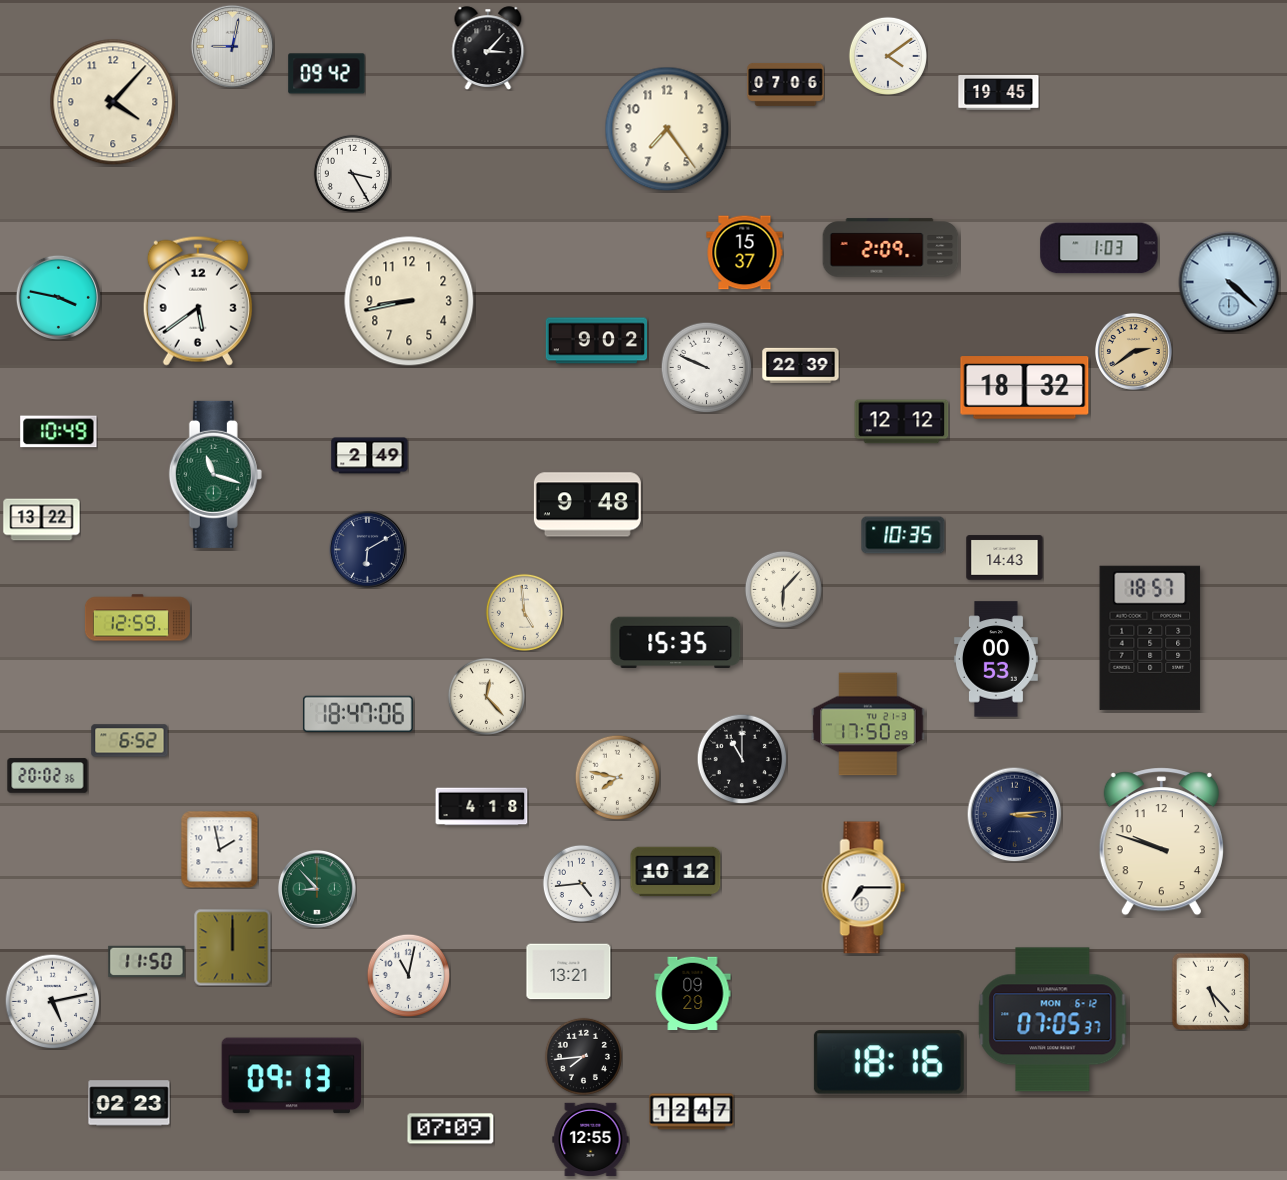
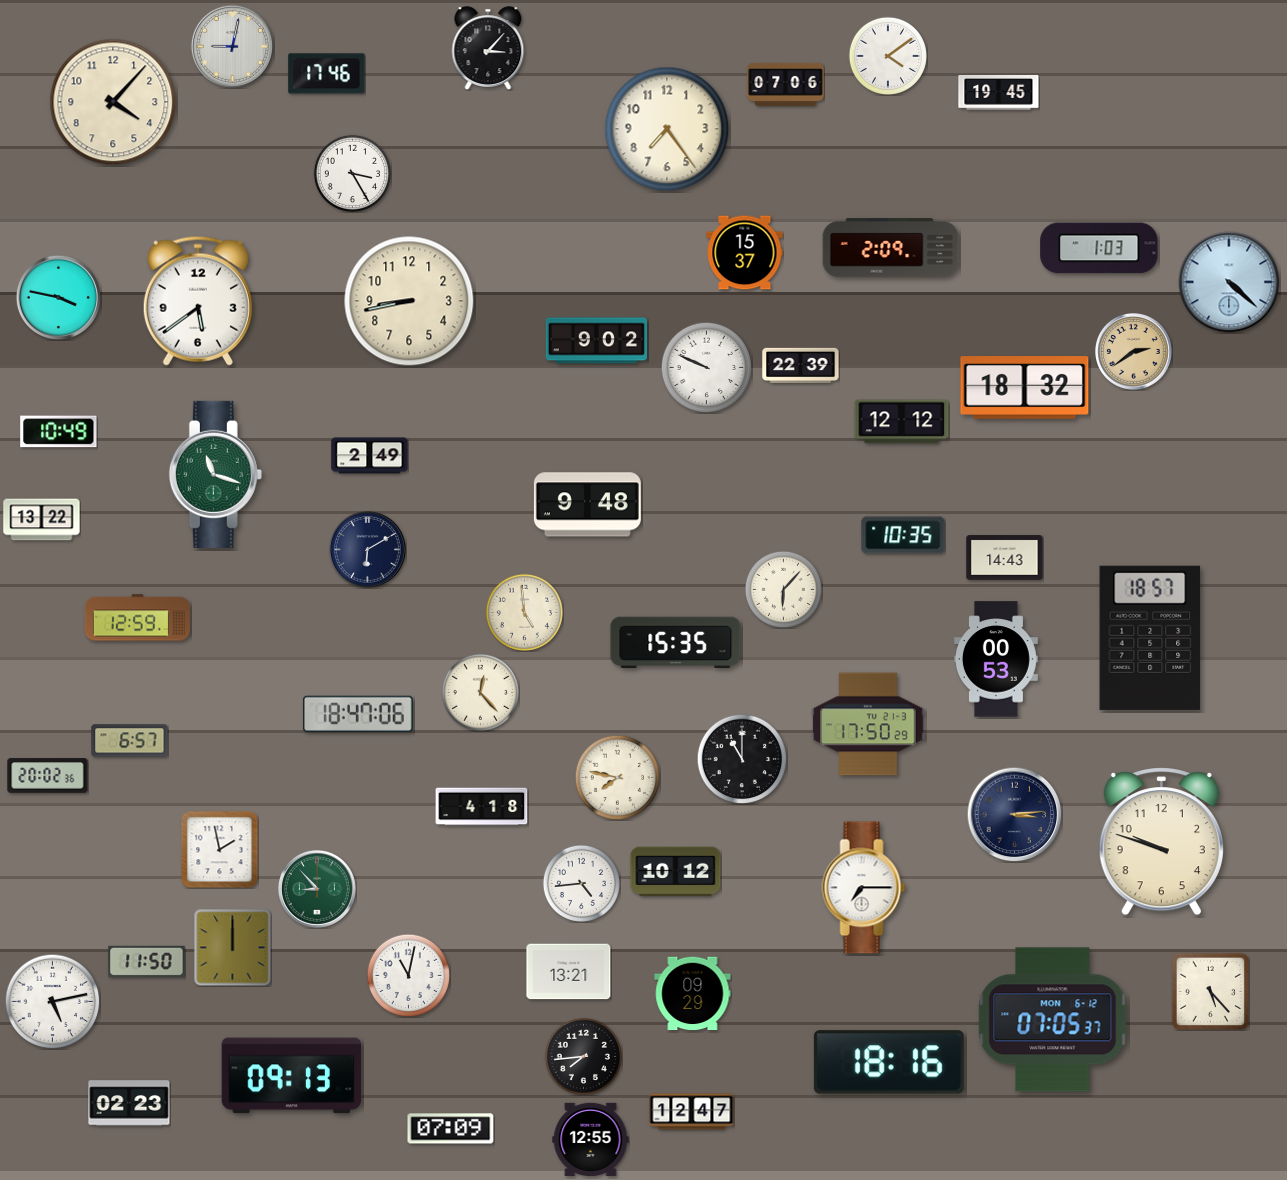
clock at (327, 74): 09:42 -> 17:46
clock at (486, 696) position: (486, 696) -> (480, 692)
clock at (130, 741): 6:52 -> 6:57
